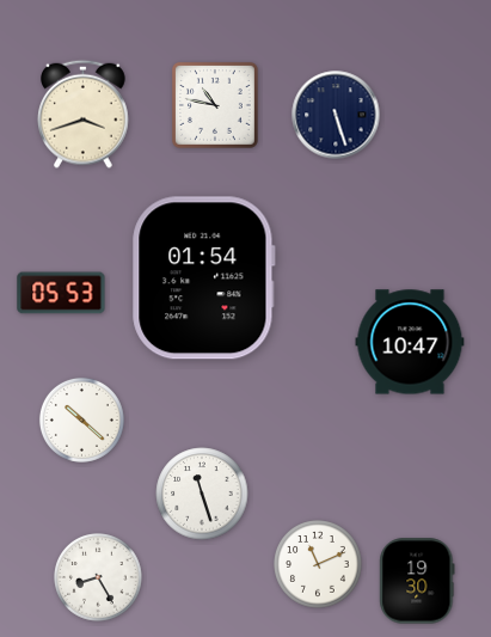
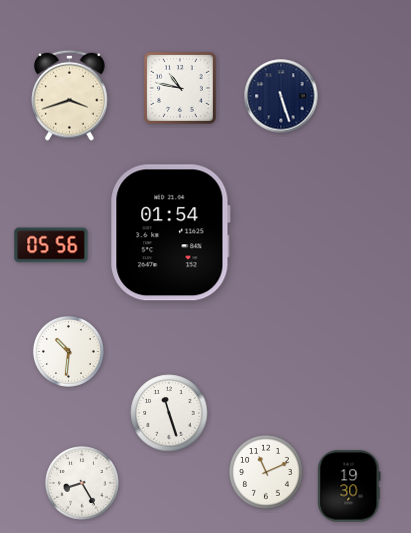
clock at (61, 293): 05:53 -> 05:56
clock at (410, 342): 10:47 -> none
clock at (81, 419): 10:22 -> 10:31
